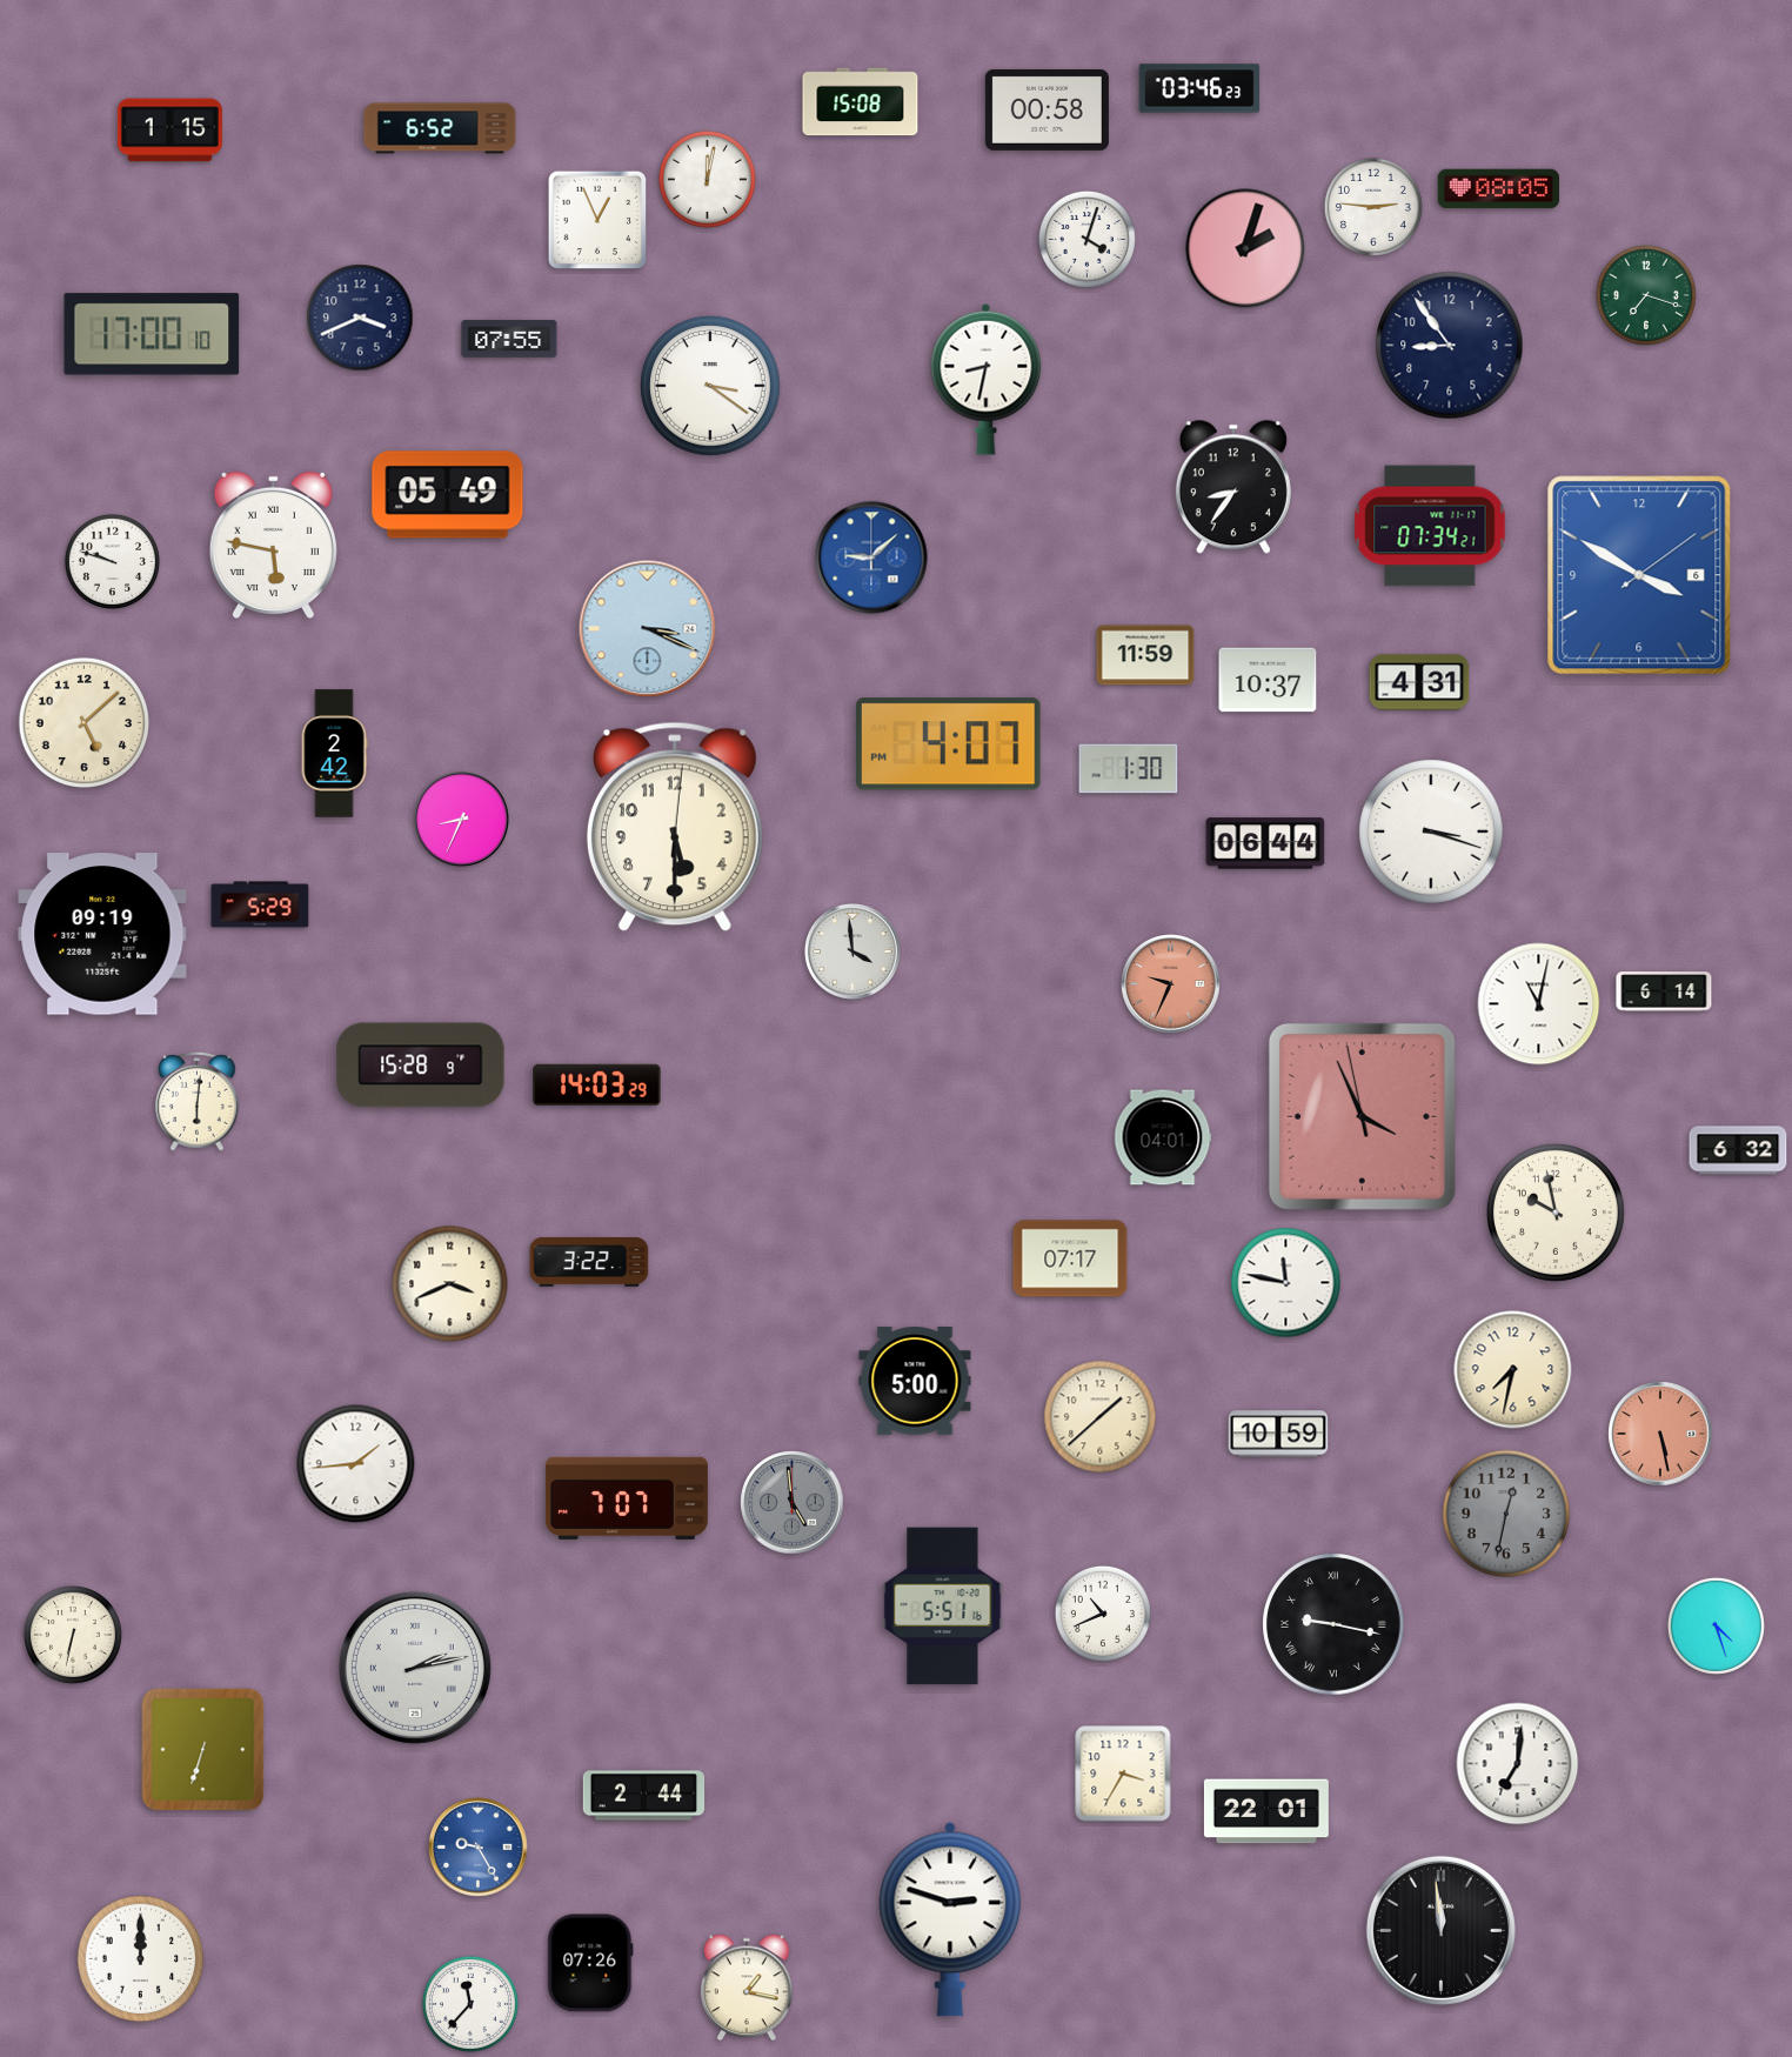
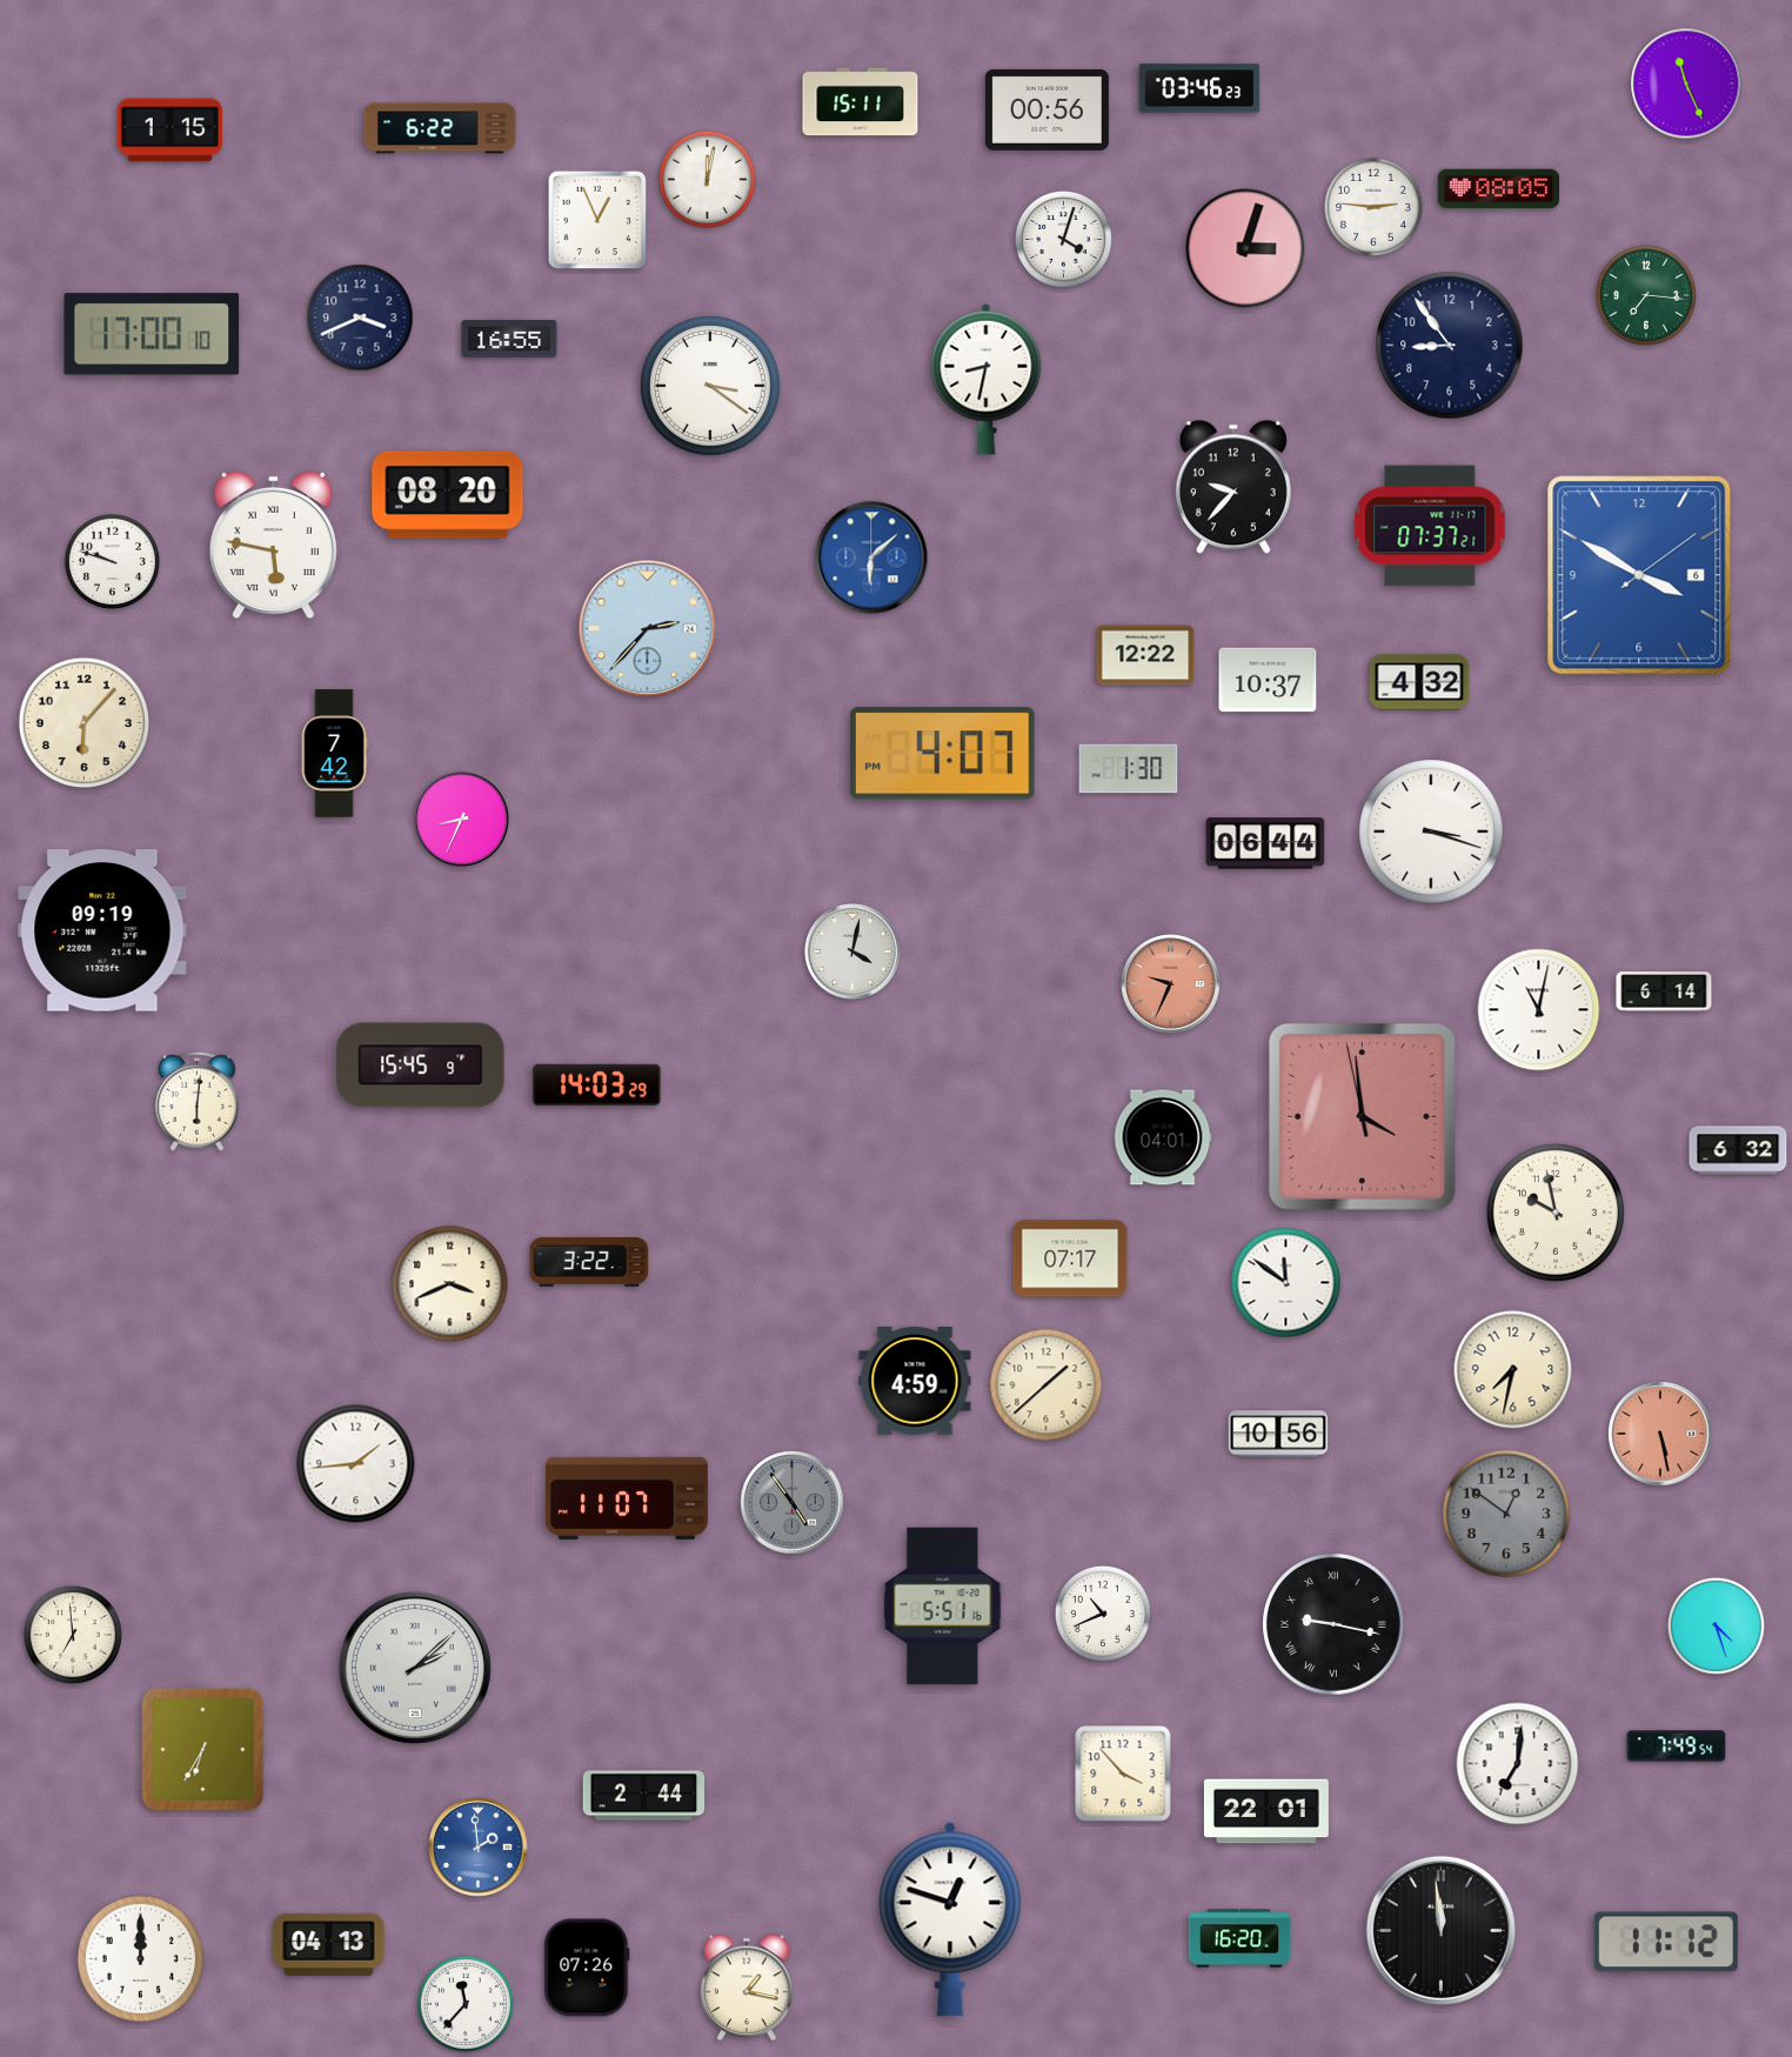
clock at (1686, 84): none -> 11:26
clock at (861, 102): 15:08 -> 15:11
clock at (1047, 109): 00:58 -> 00:56
clock at (440, 128): 6:52 -> 6:22
clock at (1086, 239) position: (1086, 239) -> (1063, 239)
clock at (1245, 248): 2:03 -> 3:03
clock at (1647, 296): 7:18 -> 7:16
clock at (509, 339): 07:55 -> 16:55
clock at (1233, 487): 8:36 -> 9:37
clock at (448, 495): 05:49 -> 08:20
clock at (1430, 526): 07:34 -> 07:37
clock at (871, 557): 9:08 -> 6:08
clock at (648, 629): 3:19 -> 2:37
clock at (1145, 655): 11:59 -> 12:22
clock at (1419, 682): 4:31 -> 4:32
clock at (83, 722): 5:08 -> 6:07
clock at (948, 744) position: (948, 744) -> (942, 754)
clock at (334, 754): 2:42 -> 7:42
clock at (675, 827): 5:30 -> none
clock at (260, 904): 5:29 -> none
clock at (102, 934) position: (102, 934) -> (102, 930)
clock at (852, 951): 3:59 -> 4:02
clock at (1539, 1004) position: (1539, 1004) -> (1539, 1010)
clock at (421, 1066): 15:28 -> 15:45
clock at (1362, 1116): 3:55 -> 3:58
clock at (1286, 1283): 11:47 -> 11:51
clock at (915, 1381): 5:00 -> 4:59
clock at (1101, 1417) position: (1101, 1417) -> (1047, 1385)
clock at (1278, 1434): 10:59 -> 10:56
clock at (627, 1498): 7:07 -> 11:07
clock at (793, 1503): 4:59 -> 4:54
clock at (1506, 1514): 12:32 -> 12:51
clock at (73, 1635): 6:32 -> 6:59
clock at (415, 1668): 2:13 -> 2:08
clock at (1677, 1747): none -> 7:49
clock at (203, 1750): 6:33 -> 6:35
clock at (1123, 1774): 3:35 -> 3:53
clock at (479, 1848): 9:25 -> 1:59
clock at (950, 1919): 2:48 -> 12:48
clock at (1239, 1938): none -> 16:20
clock at (1666, 1942): none -> 11:12
clock at (329, 1944): none -> 04:13
clock at (590, 1963) position: (590, 1963) -> (587, 1968)
clock at (470, 2004) position: (470, 2004) -> (466, 2004)
